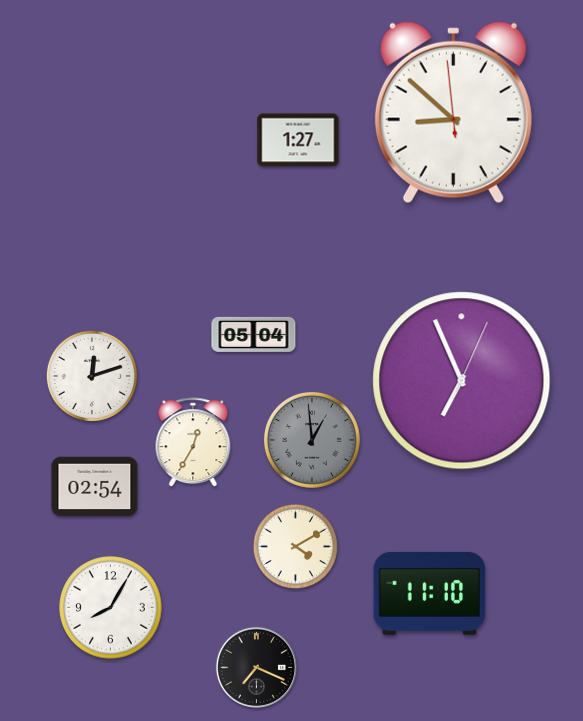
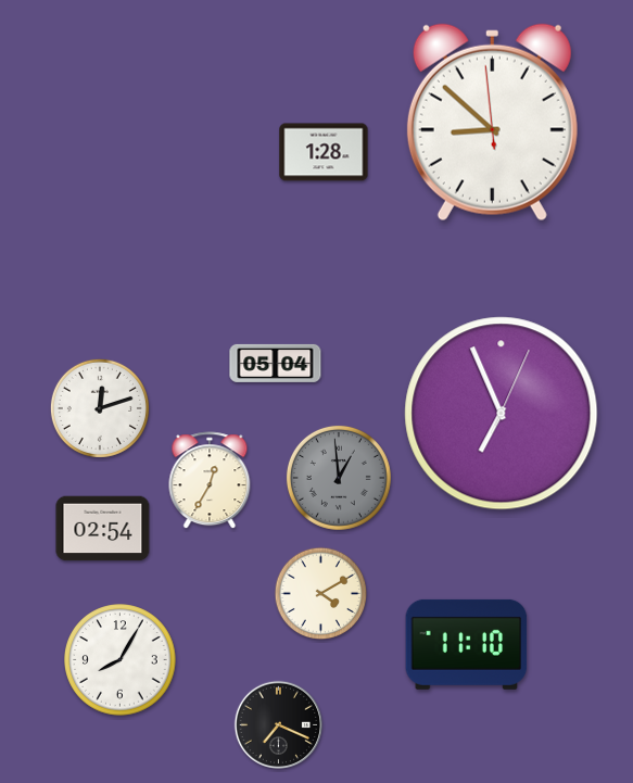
clock at (298, 140): 1:27 -> 1:28
